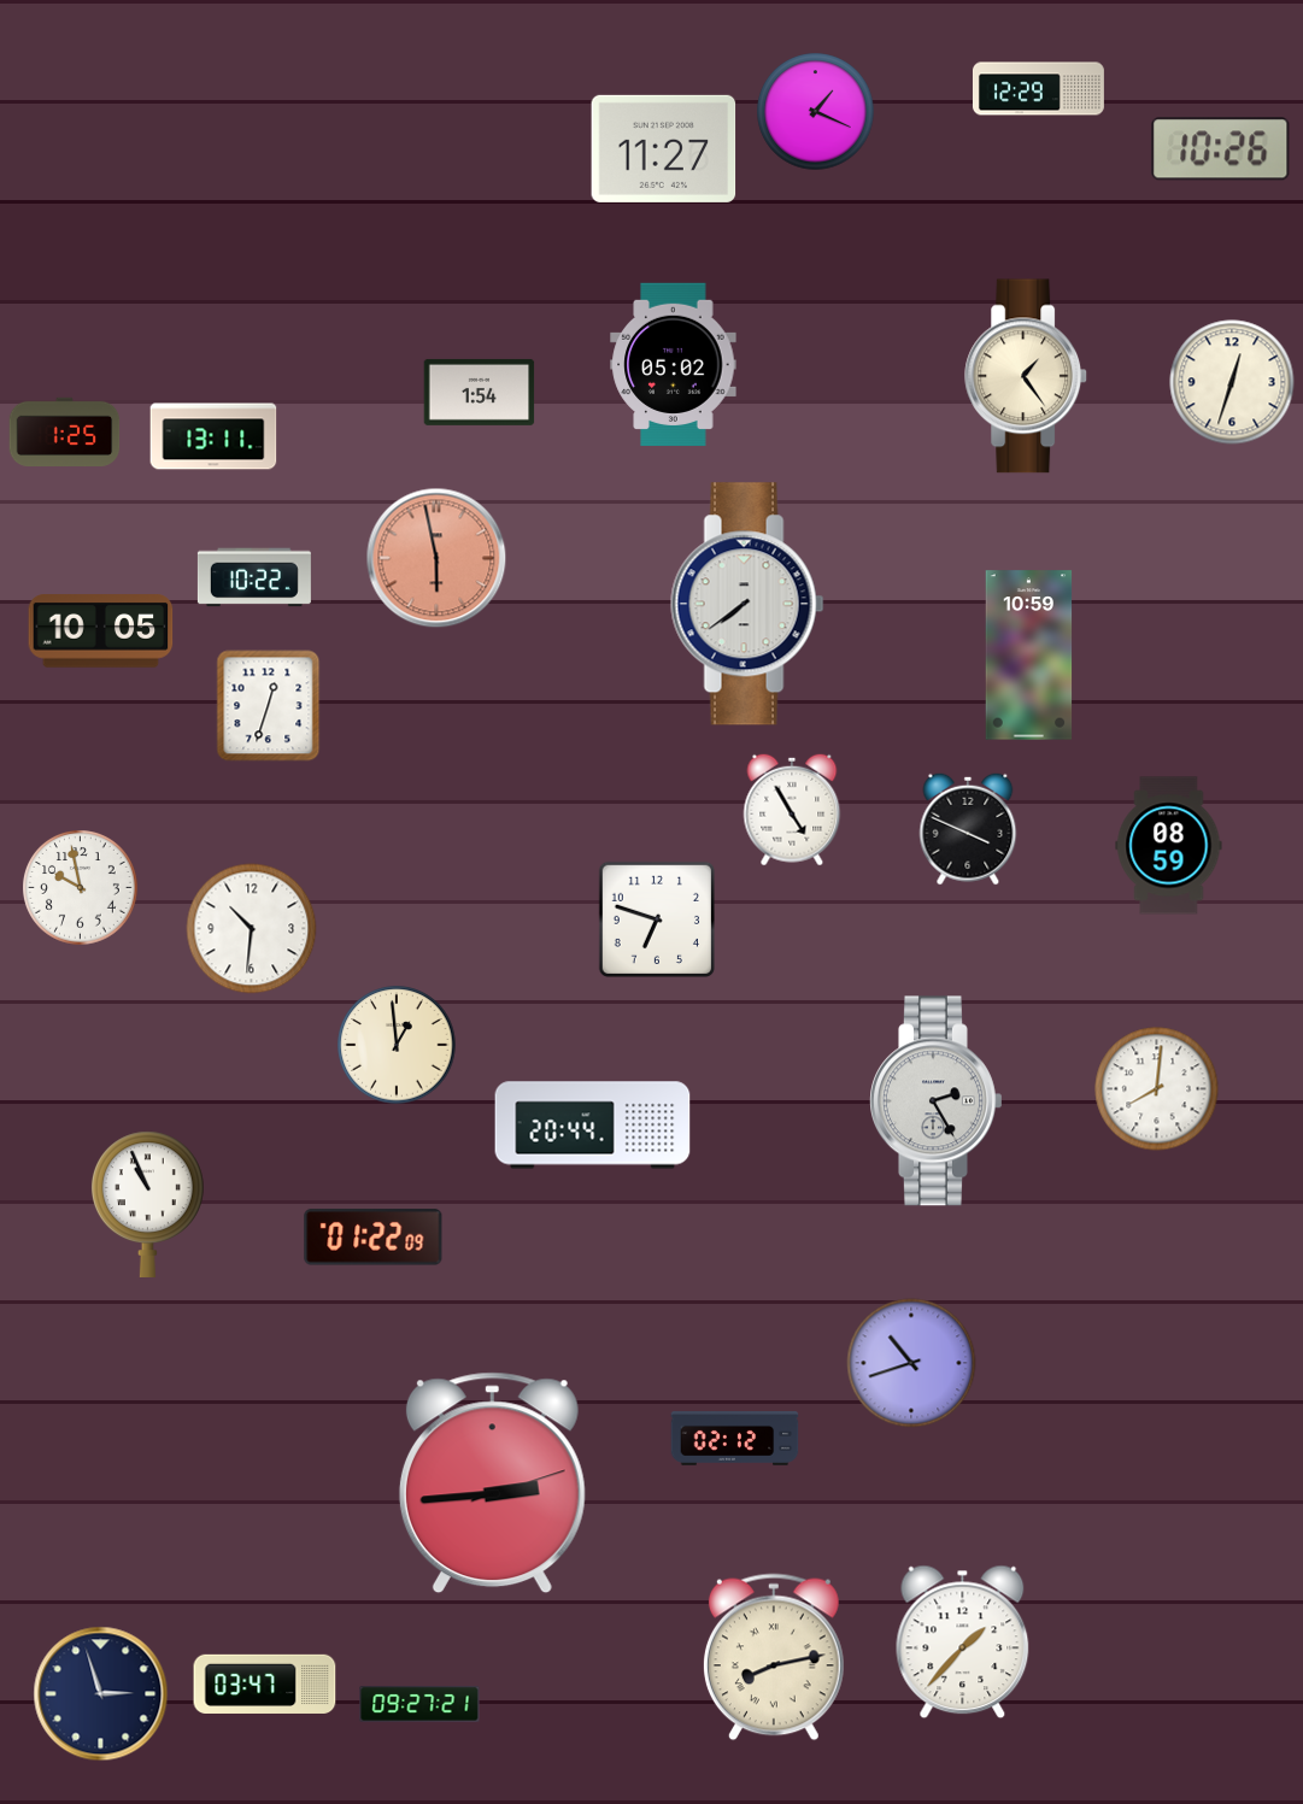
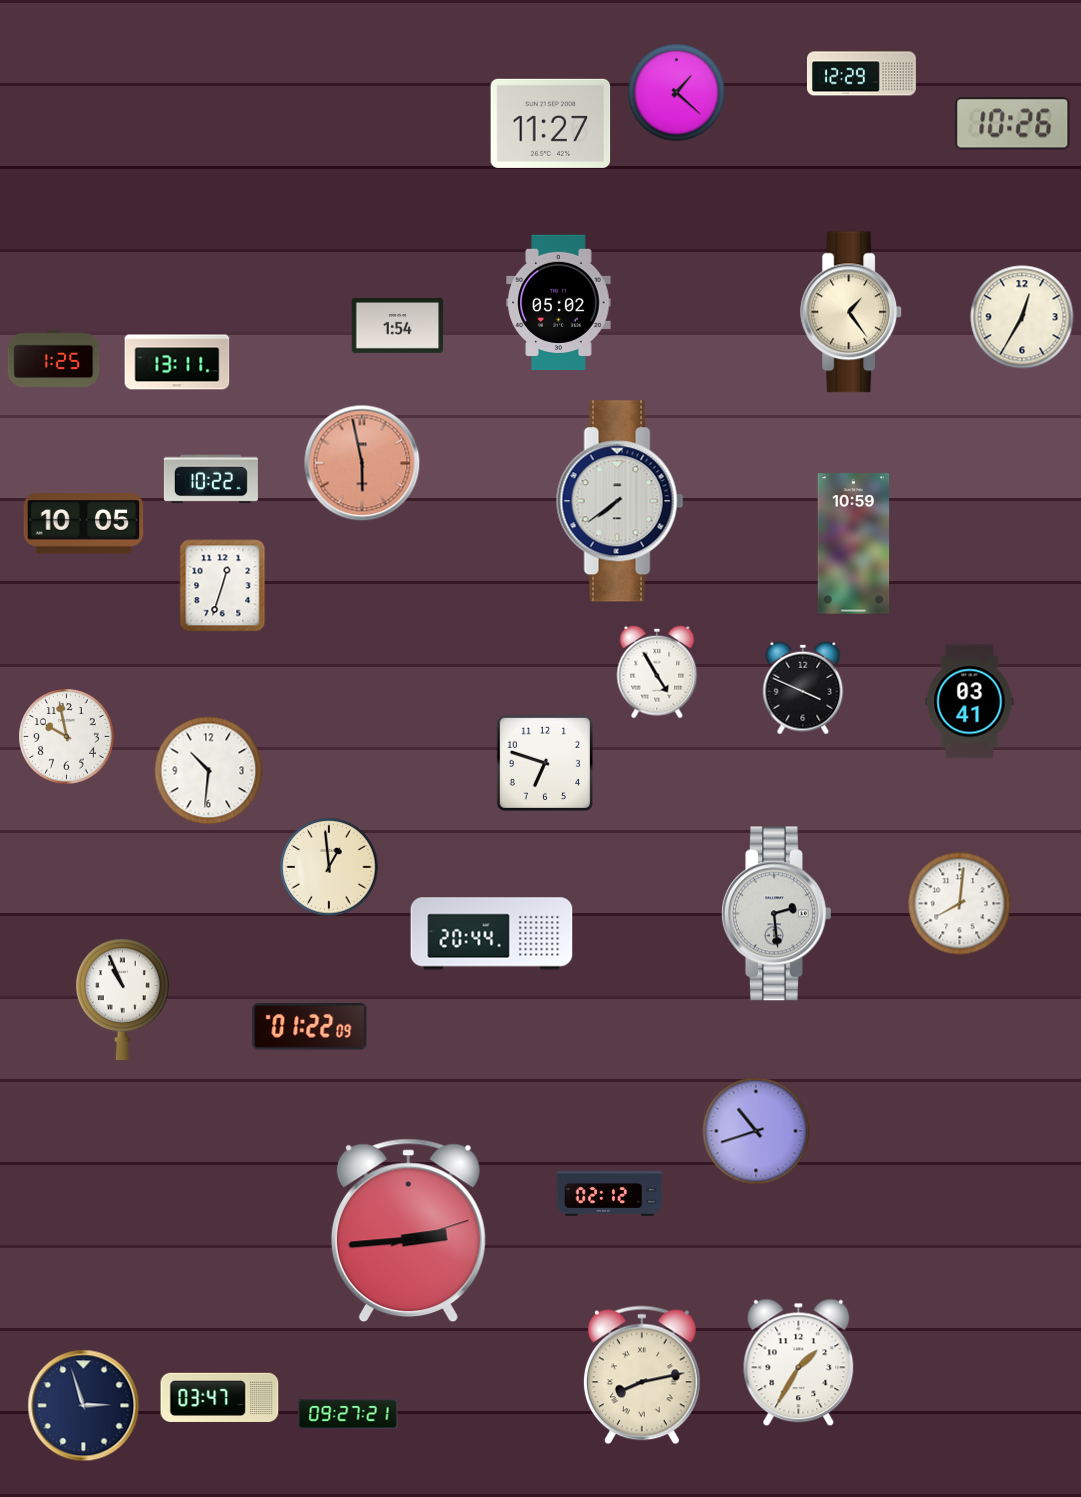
clock at (816, 112): 1:19 -> 1:22
clock at (1232, 382): 12:33 -> 12:35
clock at (1169, 846): 08:59 -> 03:41
clock at (937, 1101): 2:25 -> 2:29
clock at (963, 1643): 1:37 -> 1:35
